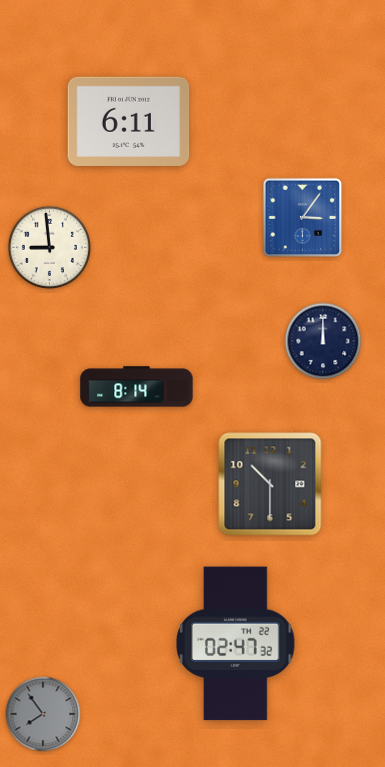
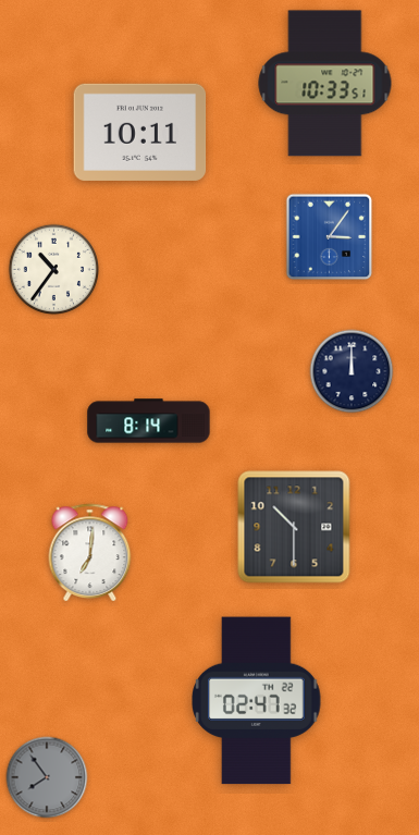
clock at (325, 84): none -> 10:33
clock at (129, 121): 6:11 -> 10:11
clock at (50, 247): 8:59 -> 10:36
clock at (90, 553): none -> 7:01
